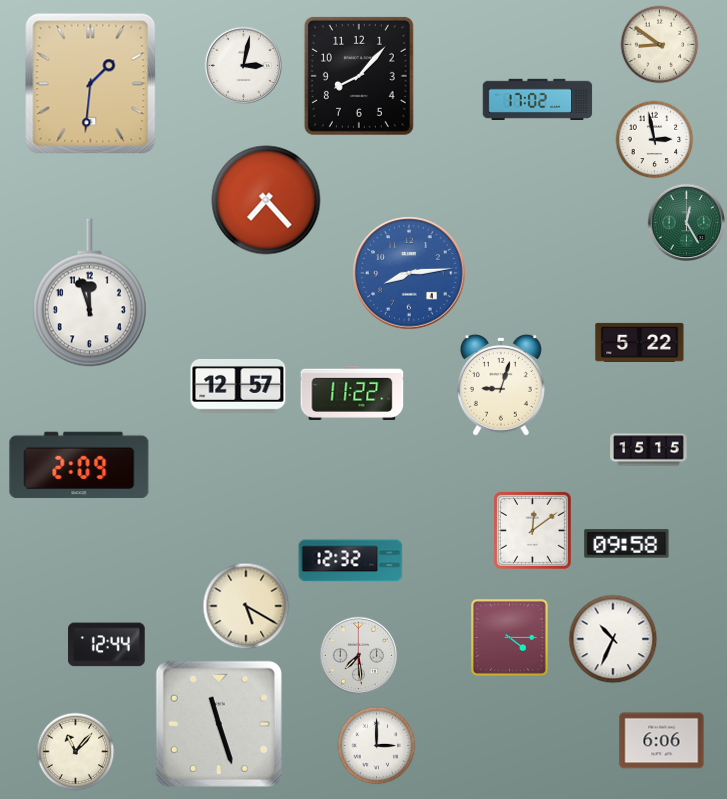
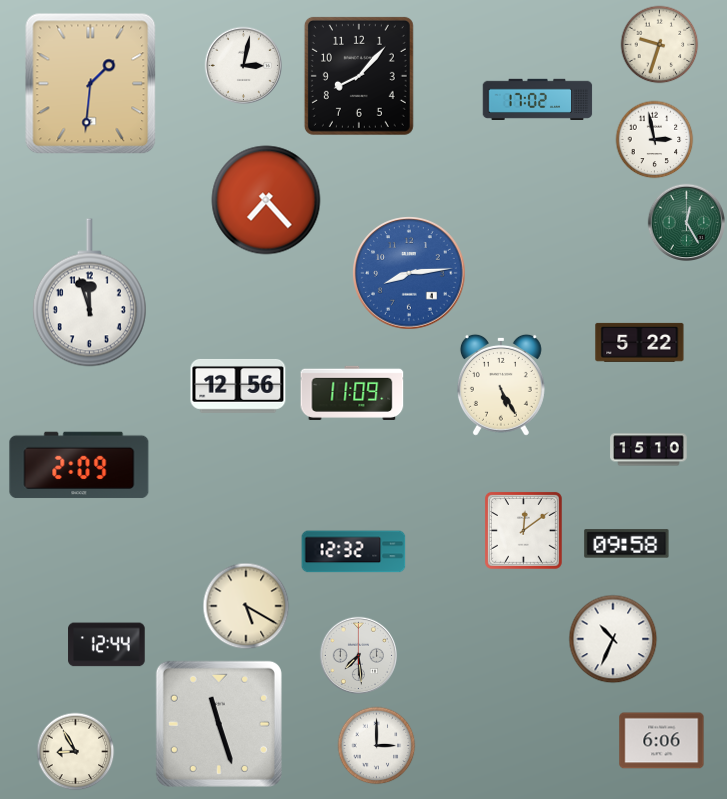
clock at (659, 44): 8:51 -> 9:33
clock at (501, 385): 9:03 -> 5:25
clock at (238, 386): 12:57 -> 12:56
clock at (352, 393): 11:22 -> 11:09
clock at (649, 450): 15:15 -> 15:10
clock at (532, 530) position: (532, 530) -> (523, 530)
clock at (351, 561) position: (351, 561) -> (354, 552)
clock at (509, 637): 4:15 -> none
clock at (75, 751): 11:07 -> 8:55
